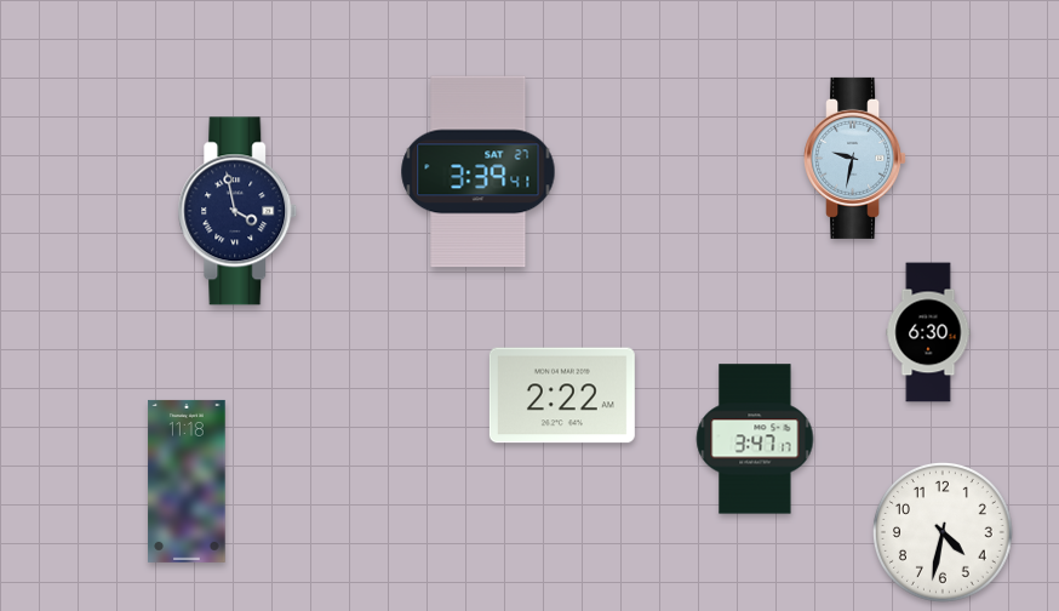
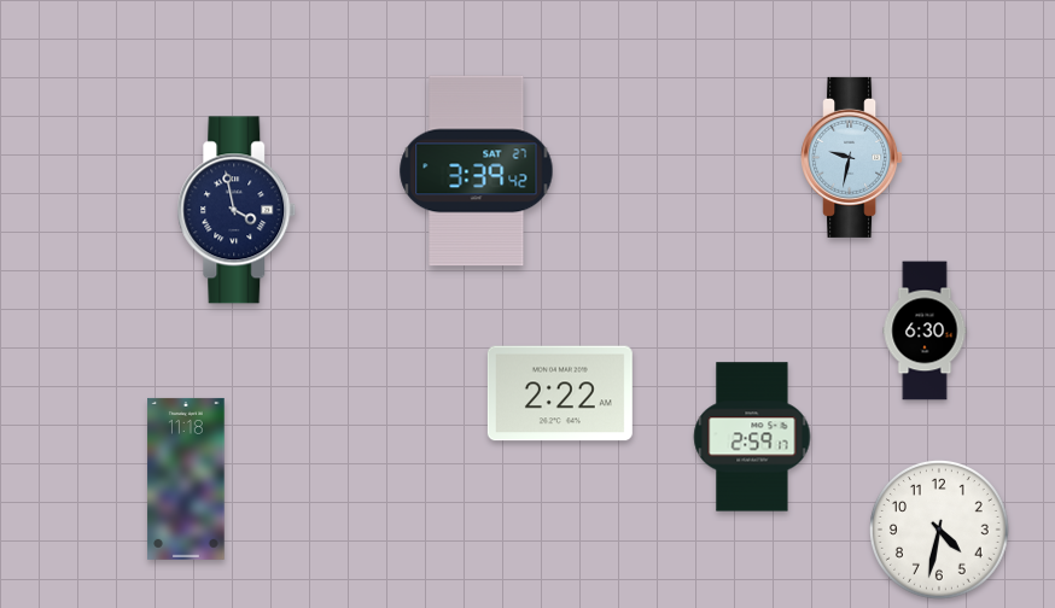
clock at (479, 172): 3:39:41 -> 3:39:42
clock at (755, 439): 3:47 -> 2:59
